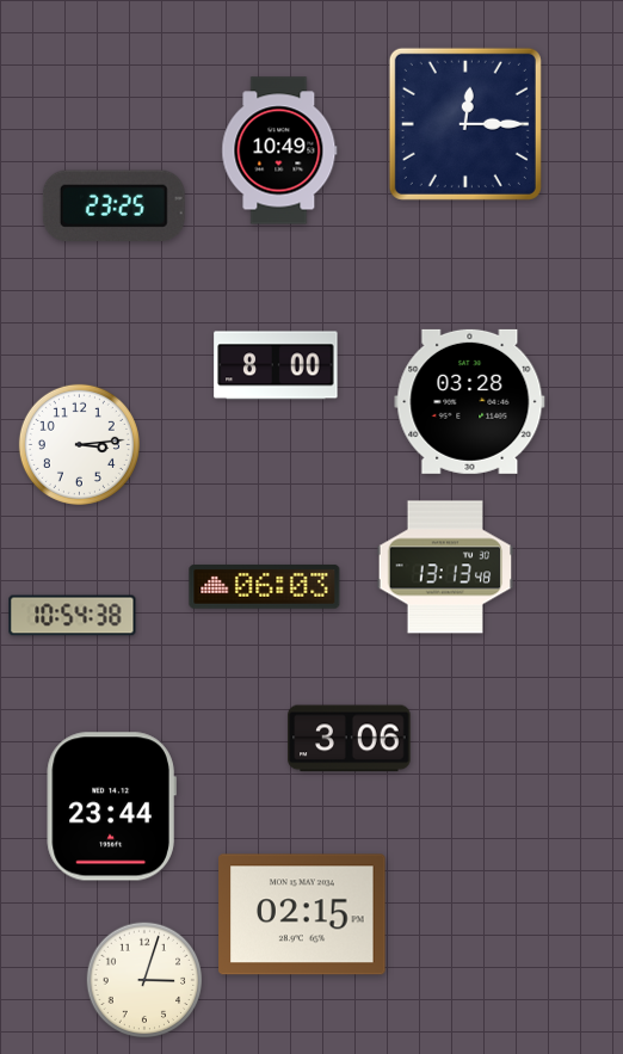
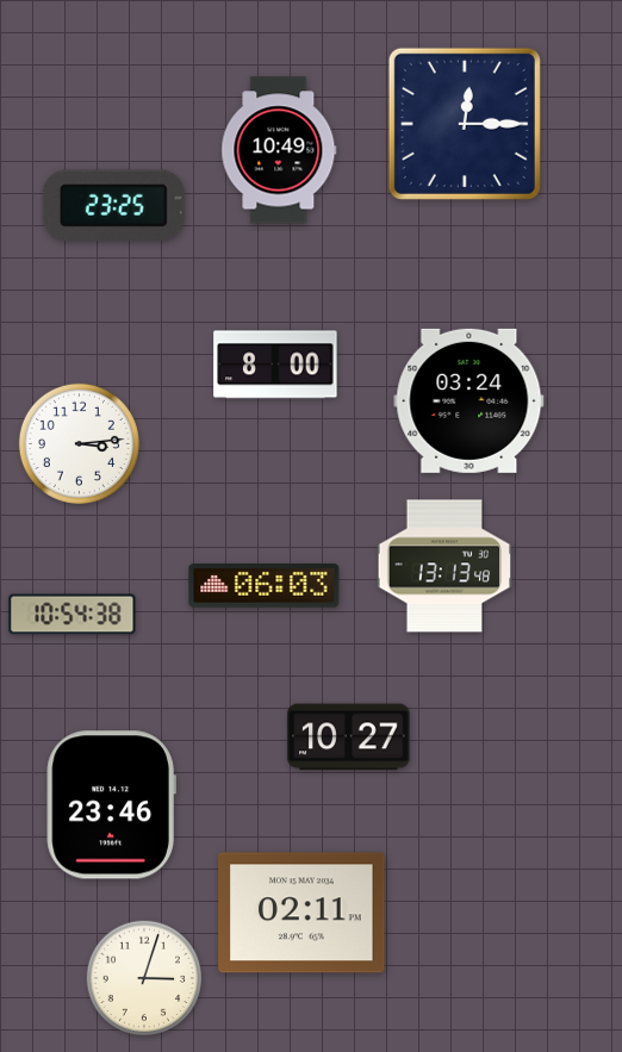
clock at (470, 401): 03:28 -> 03:24
clock at (350, 739): 3:06 -> 10:27
clock at (111, 807): 23:44 -> 23:46
clock at (302, 914): 02:15 -> 02:11
